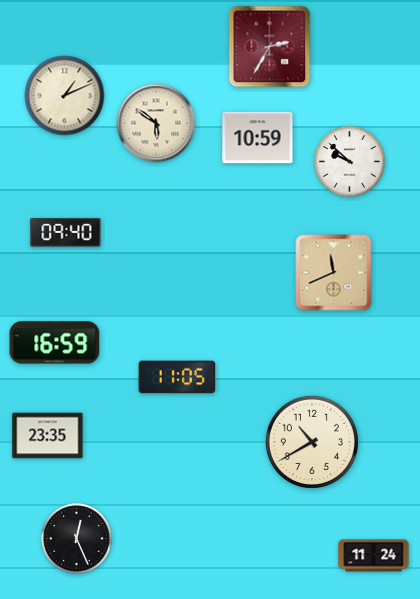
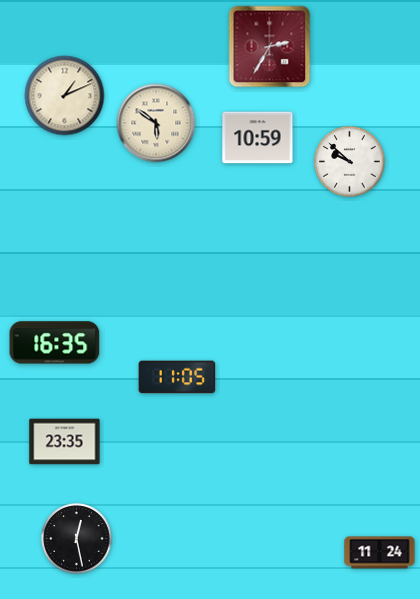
clock at (66, 233): 09:40 -> none
clock at (334, 273): 11:41 -> none
clock at (55, 343): 16:59 -> 16:35
clock at (48, 436) position: (48, 436) -> (65, 442)
clock at (312, 442): 10:40 -> none
clock at (77, 539): 12:26 -> 12:28
clock at (374, 556) position: (374, 556) -> (380, 553)
